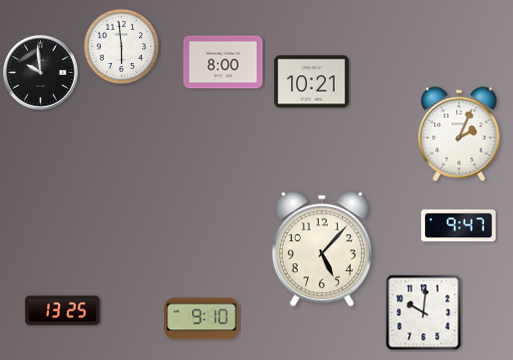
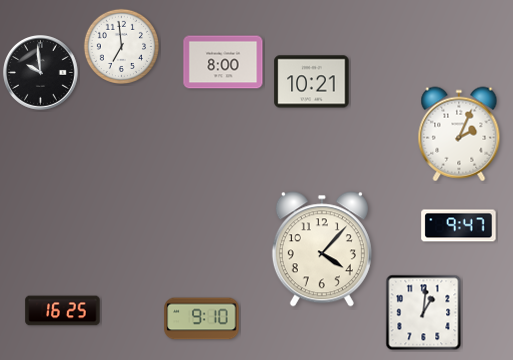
clock at (121, 46): 5:59 -> 6:59
clock at (322, 249): 5:07 -> 4:07
clock at (63, 311): 13:25 -> 16:25
clock at (424, 313): 10:01 -> 1:01
